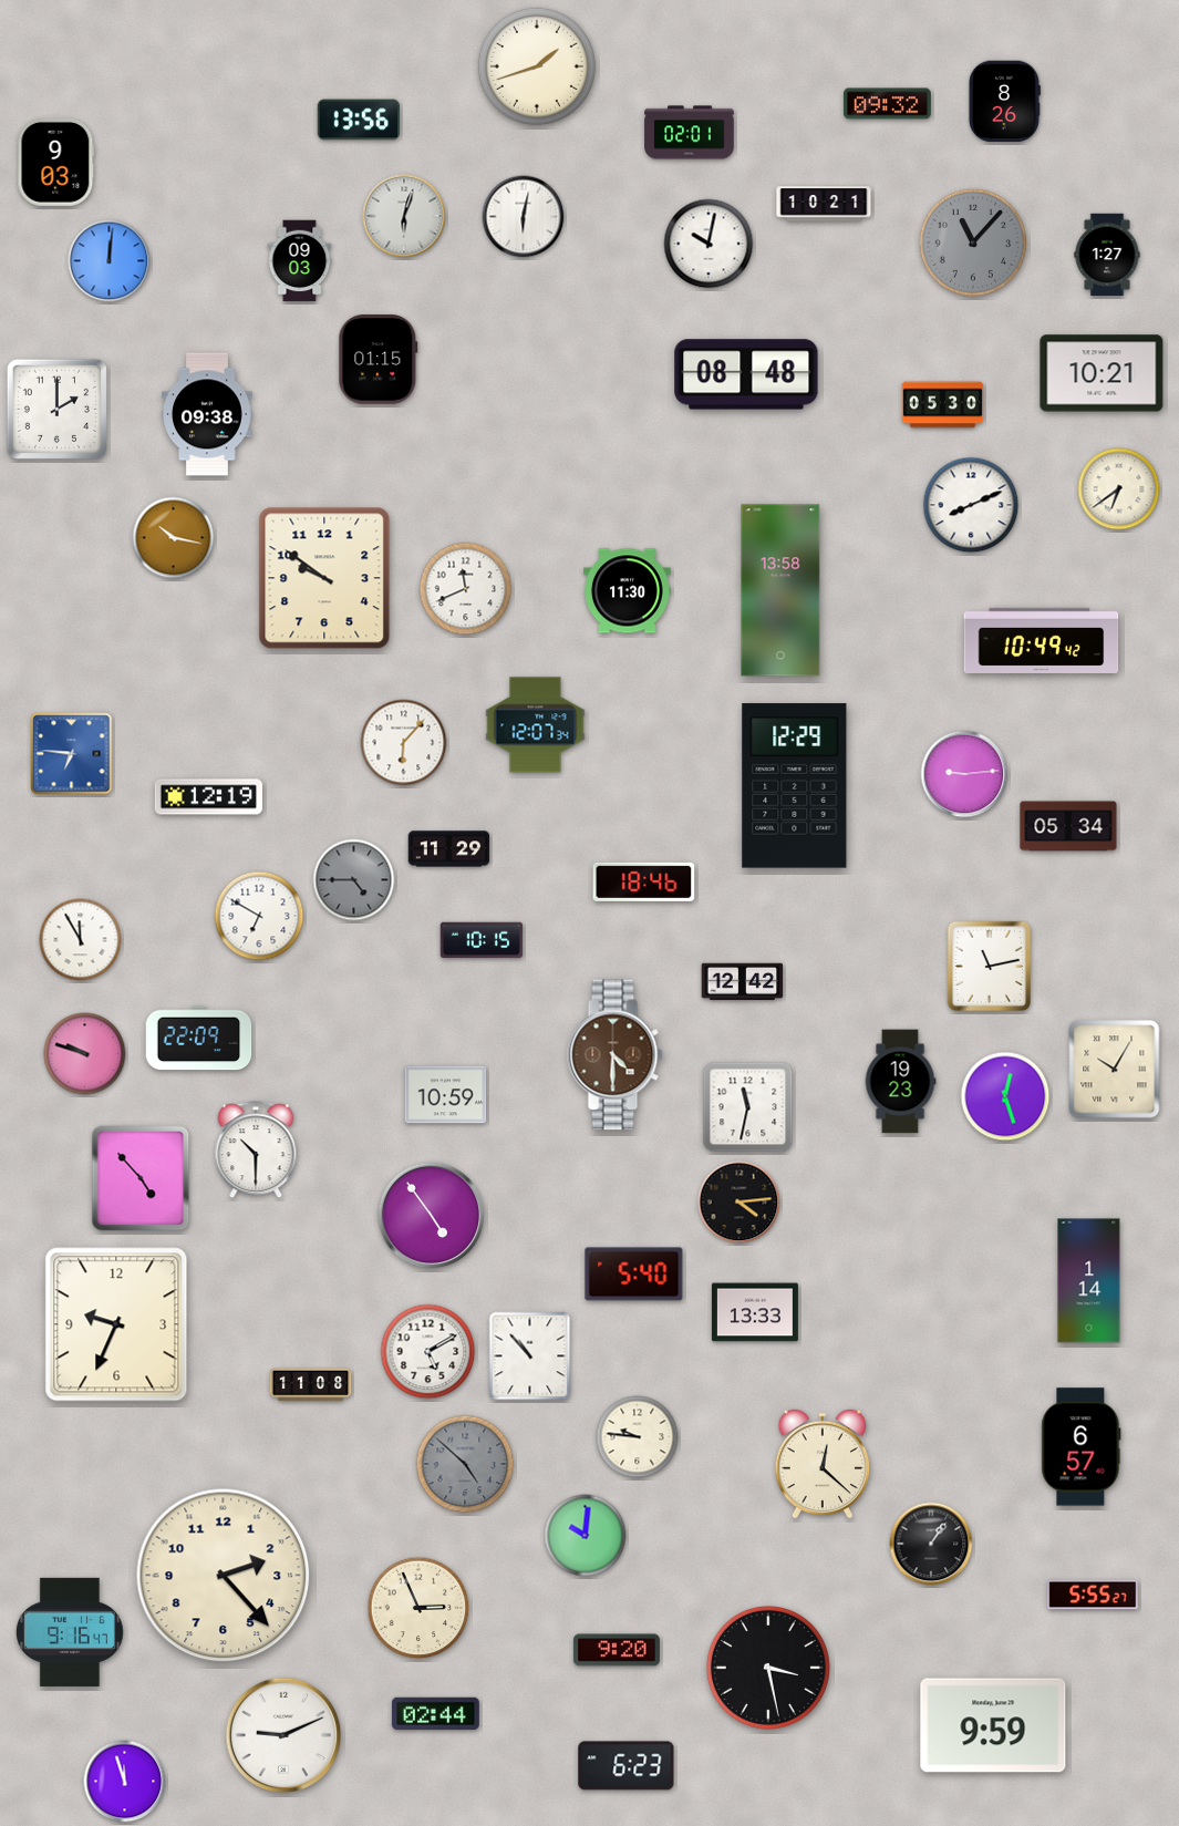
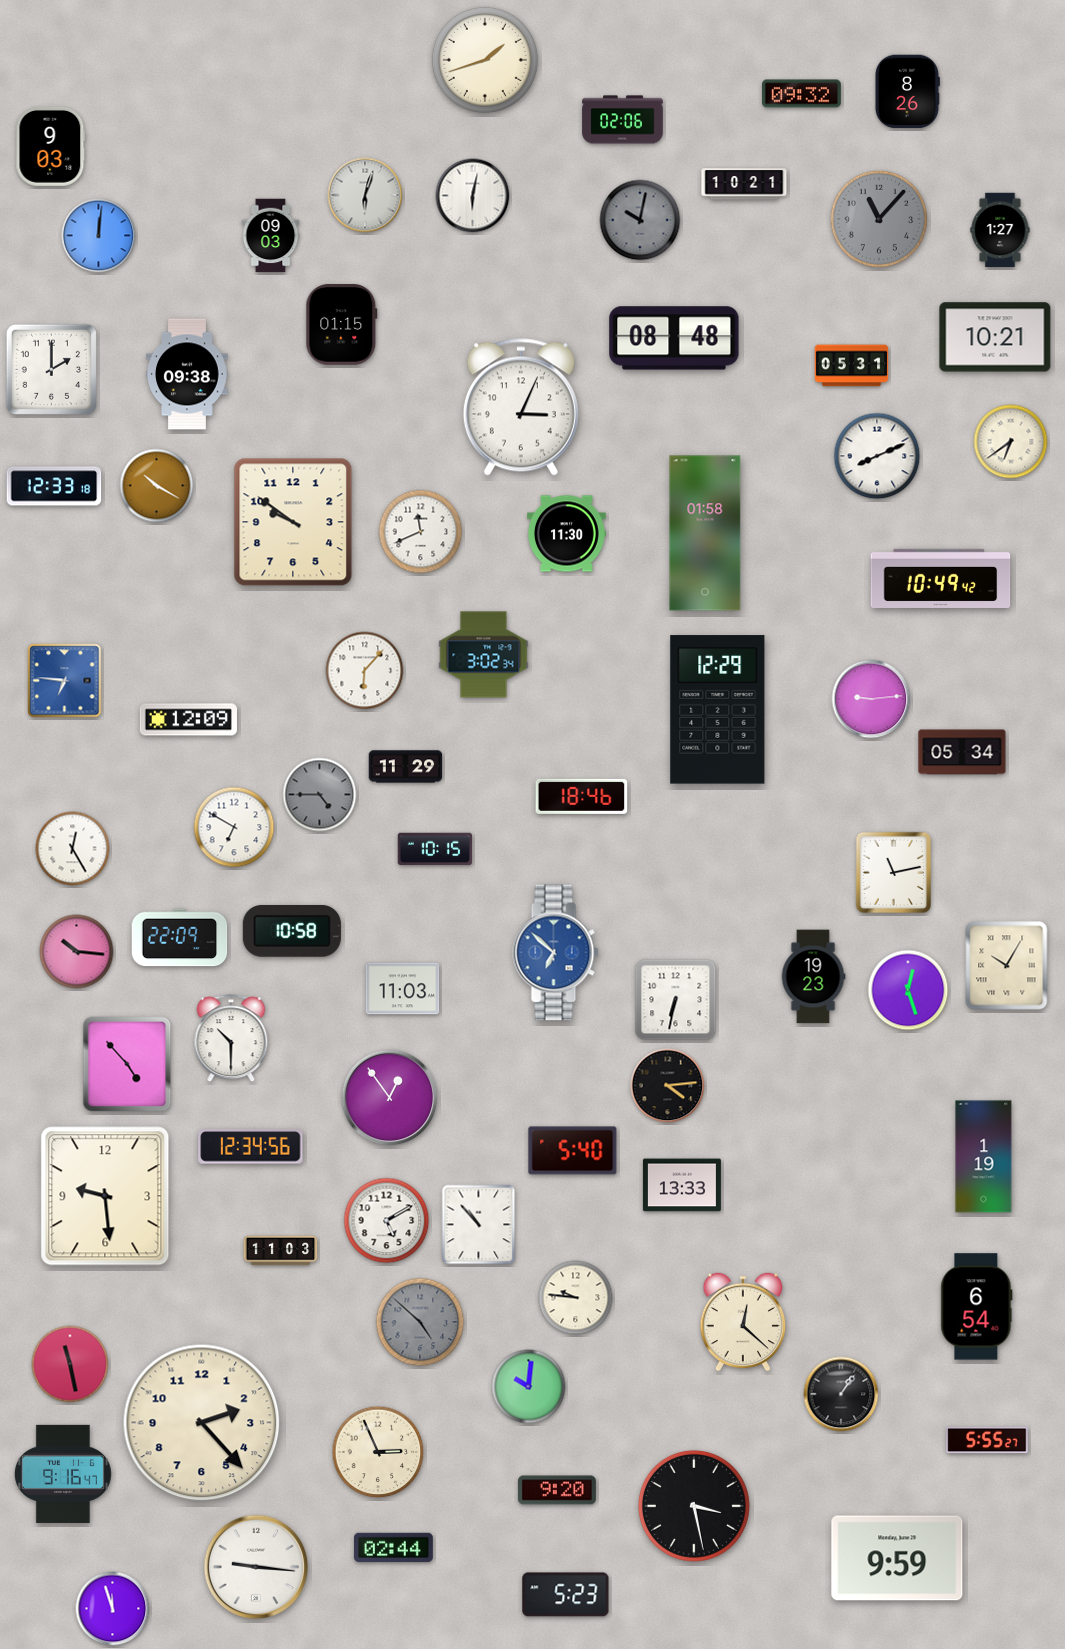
clock at (359, 120): 13:56 -> none
clock at (690, 133): 02:01 -> 02:06
clock at (709, 244) dial: white -> grey
clock at (943, 405): 05:30 -> 05:31
clock at (521, 407): none -> 3:04
clock at (54, 486): none -> 12:33
clock at (174, 538): 10:17 -> 10:20
clock at (780, 590): 13:58 -> 01:58
clock at (536, 725): 12:07 -> 3:02
clock at (208, 797): 12:19 -> 12:09
clock at (1068, 826) position: (1068, 826) -> (962, 752)
clock at (81, 940): 11:55 -> 12:25
clock at (743, 982): 12:42 -> none
clock at (292, 931): none -> 10:58
clock at (85, 1054): 9:48 -> 10:16
clock at (616, 1055): 4:30 -> 6:52
clock at (616, 1055) dial: brown -> blue
clock at (446, 1095): 10:59 -> 11:03
clock at (748, 1107): 11:32 -> 6:32
clock at (432, 1216): 4:54 -> 12:54
clock at (251, 1147): none -> 12:34
clock at (1089, 1281): 1:14 -> 1:19
clock at (116, 1324): 9:34 -> 9:29
clock at (311, 1385): 11:08 -> 11:03
clock at (1082, 1447): 6:57 -> 6:54
clock at (70, 1364): none -> 11:28
clock at (283, 1735): 9:11 -> 9:16
clock at (627, 1766): 6:23 -> 5:23
